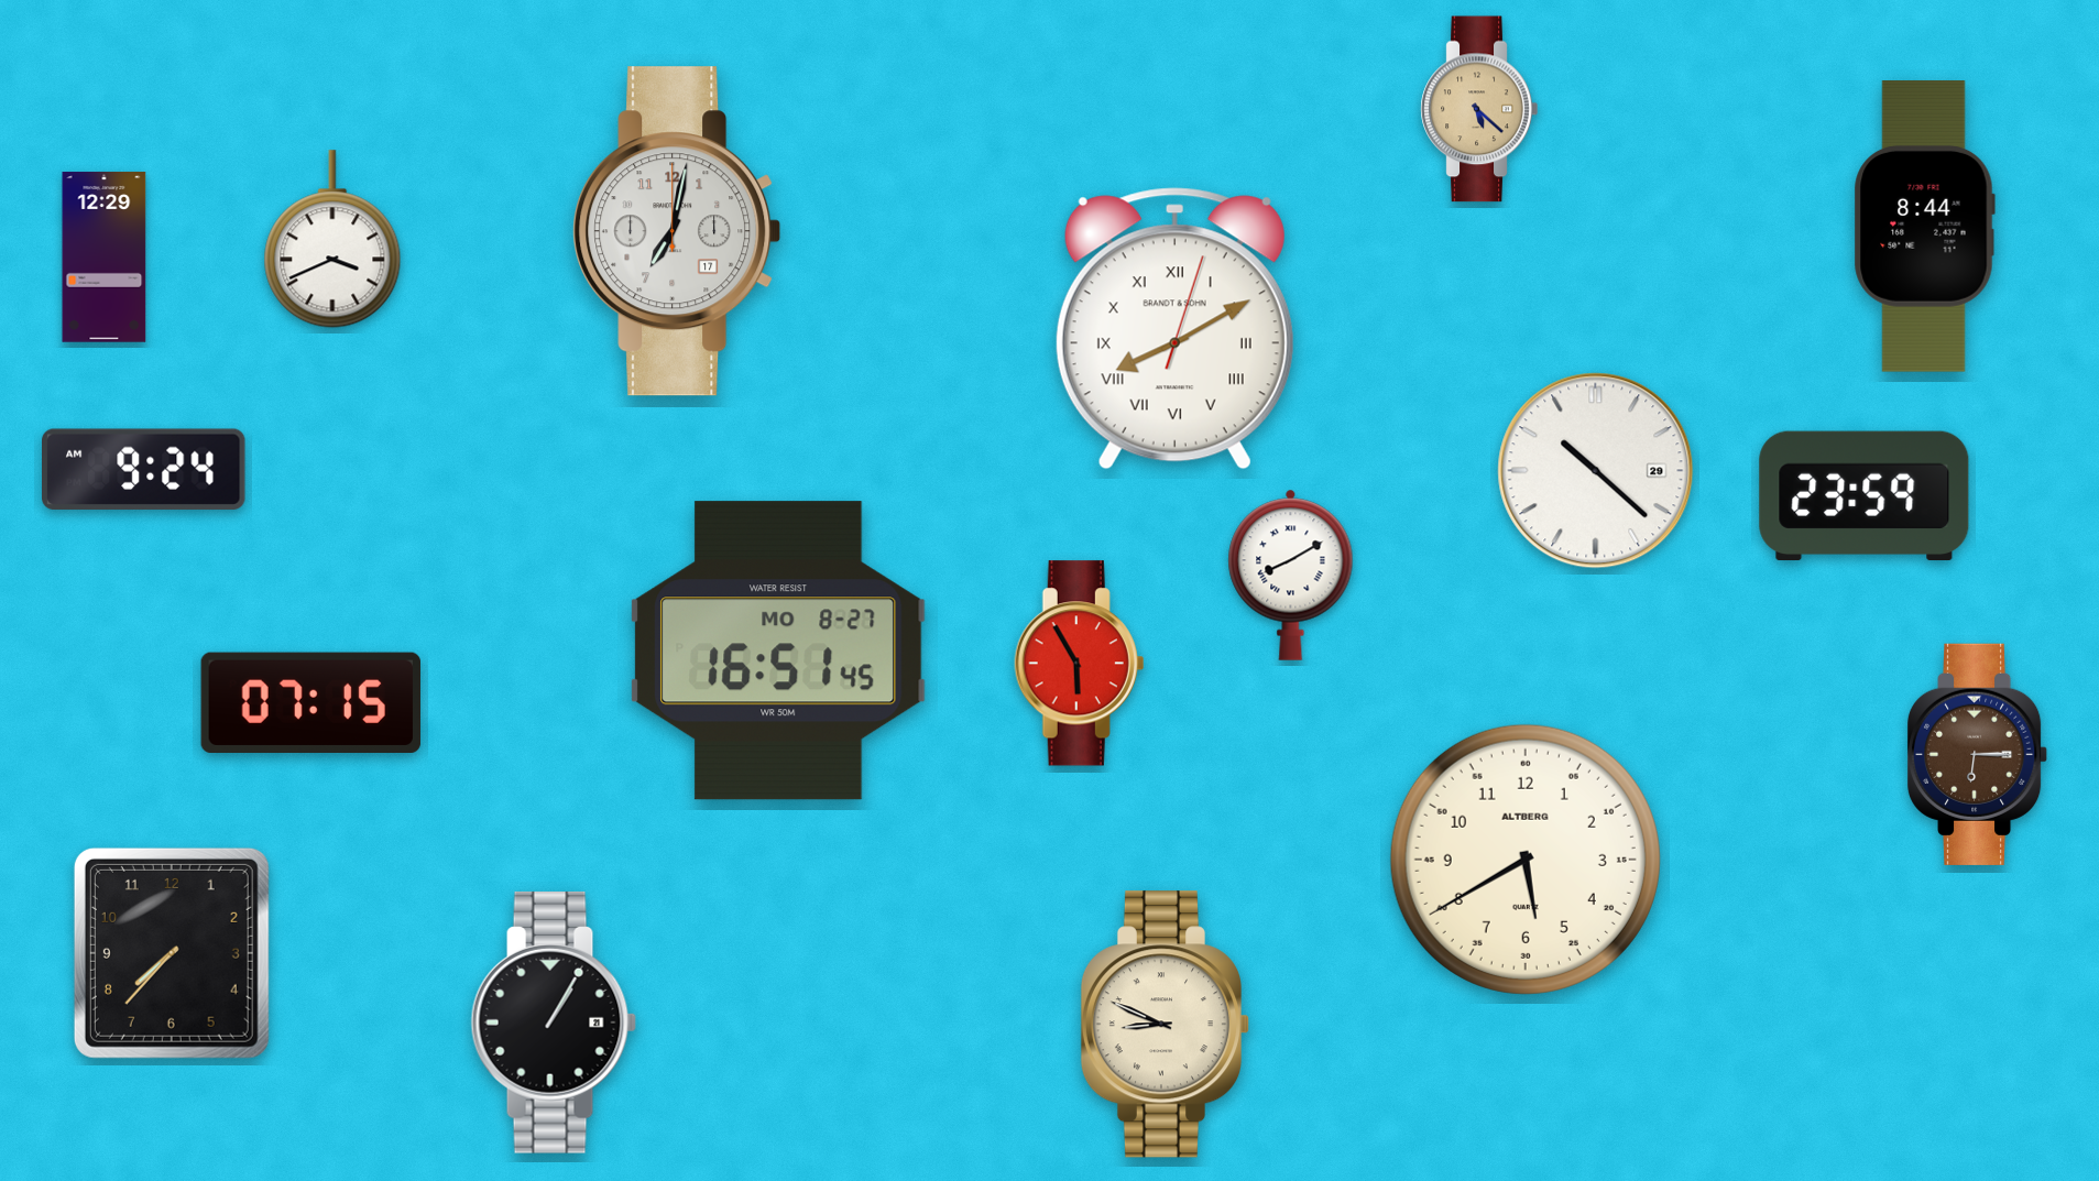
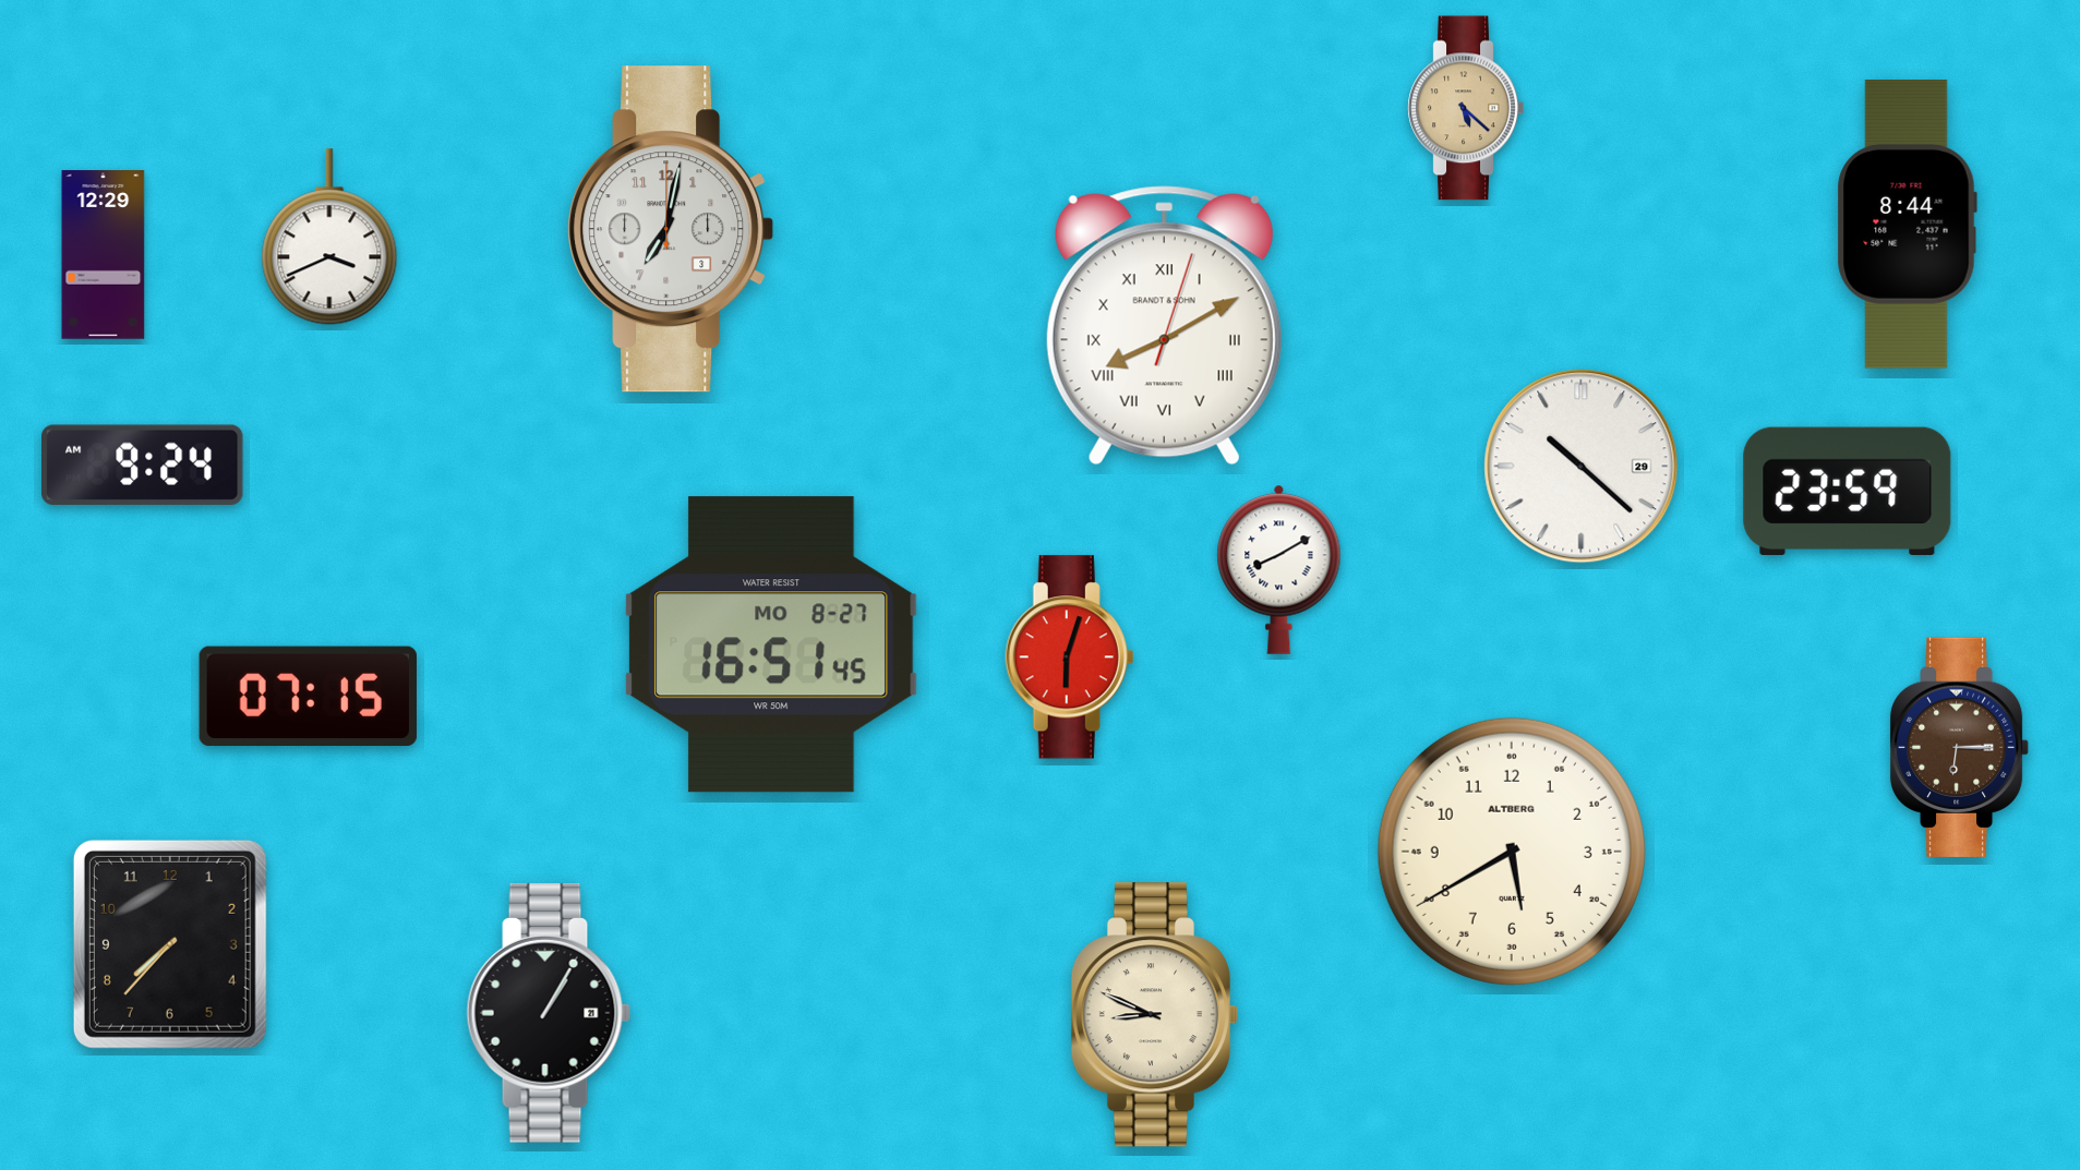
clock at (677, 231) date: 17 -> 3
clock at (1080, 664): 5:55 -> 6:03
